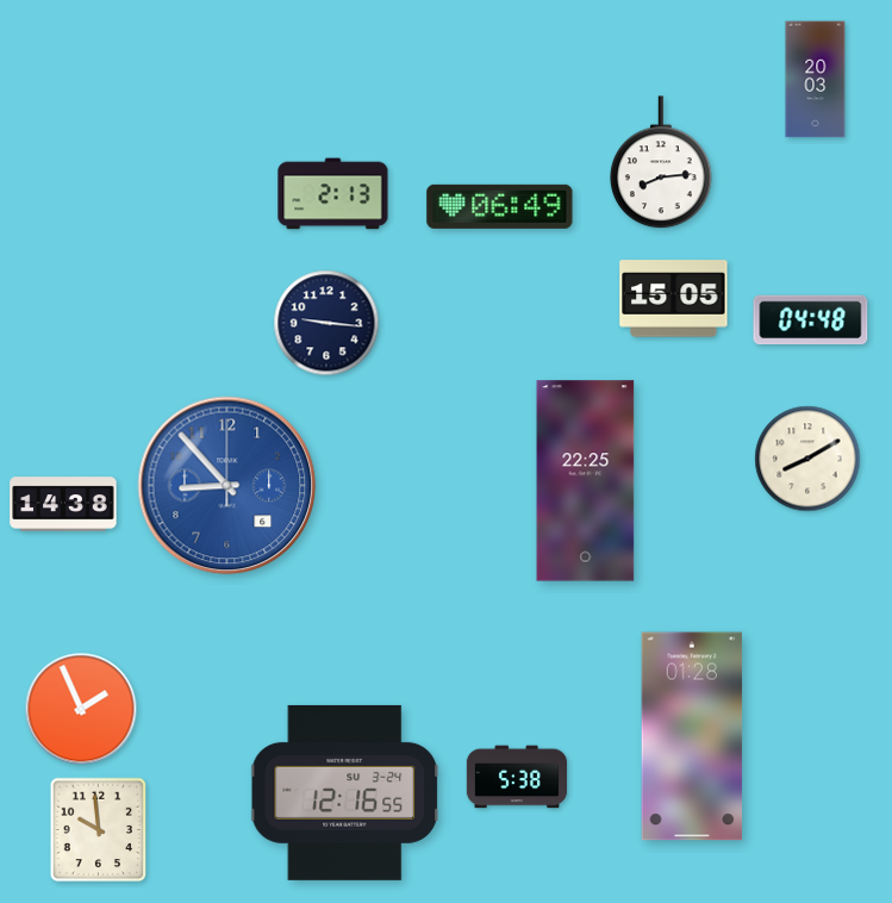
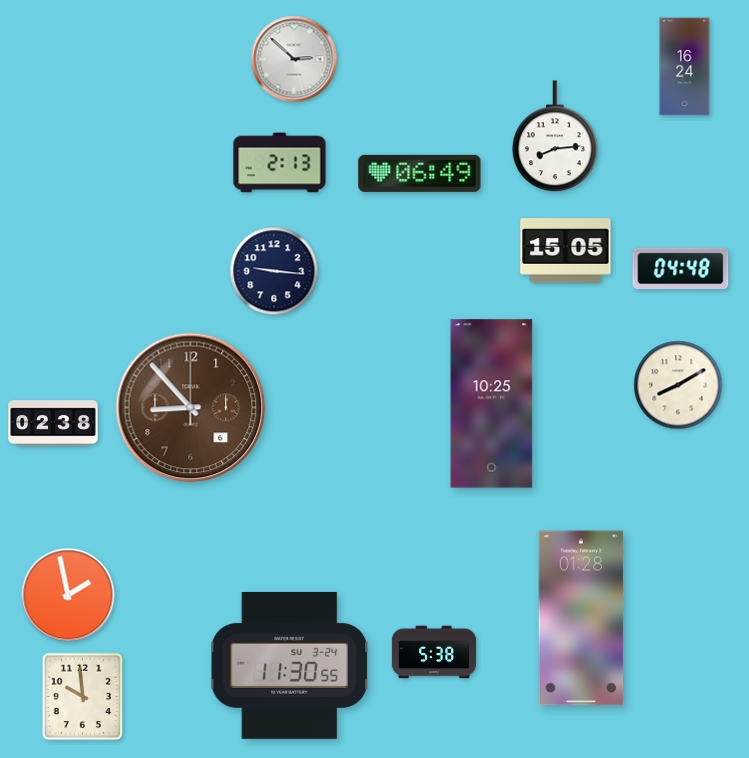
clock at (294, 59): none -> 2:52
clock at (816, 80): 20:03 -> 16:24
clock at (586, 481): 22:25 -> 10:25
clock at (227, 486) dial: blue -> brown
clock at (63, 504): 14:38 -> 02:38
clock at (81, 709): 1:56 -> 1:58
clock at (345, 792): 12:16 -> 11:30
